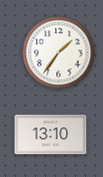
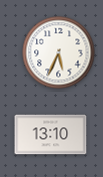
clock at (59, 53): 1:36 -> 5:34
